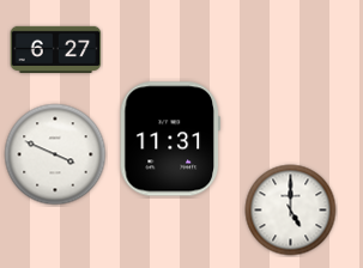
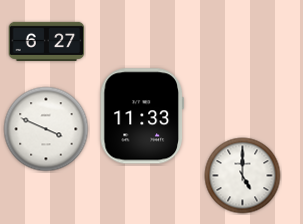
clock at (170, 139): 11:31 -> 11:33
